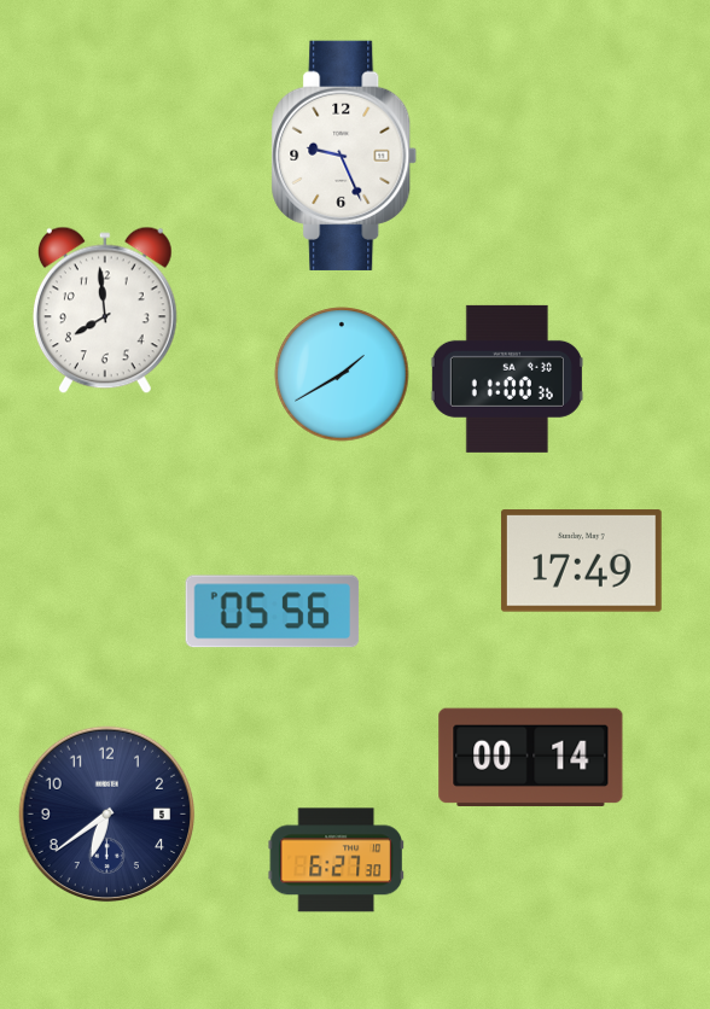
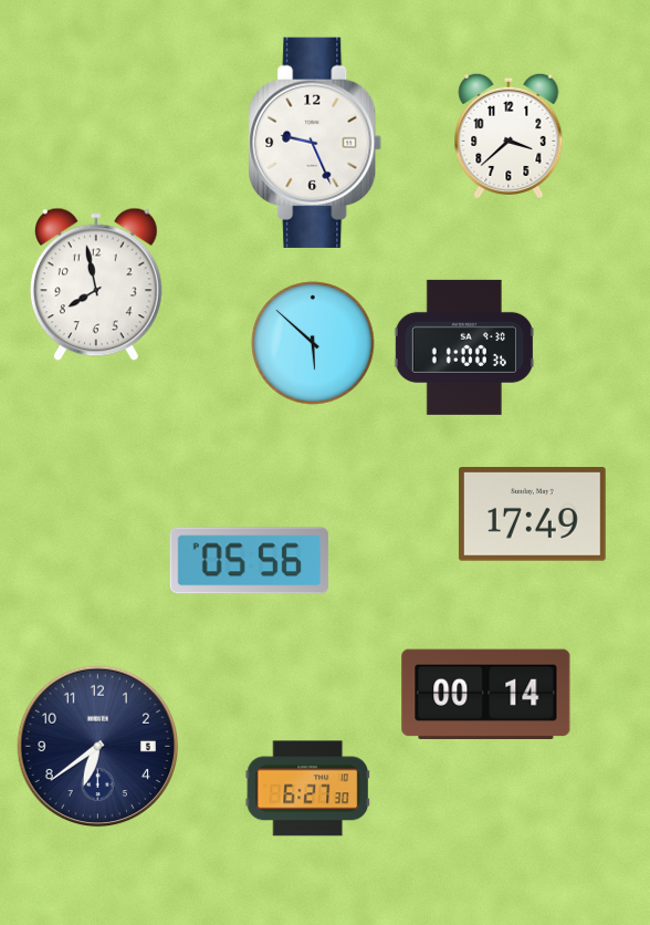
clock at (509, 136): none -> 3:38
clock at (105, 310): 7:59 -> 7:58
clock at (342, 374): 1:40 -> 5:52
